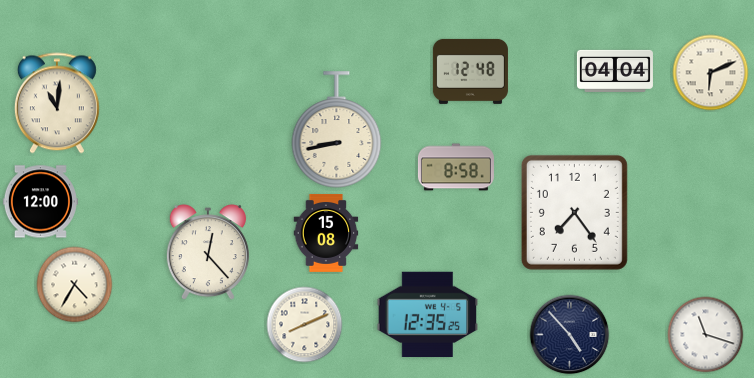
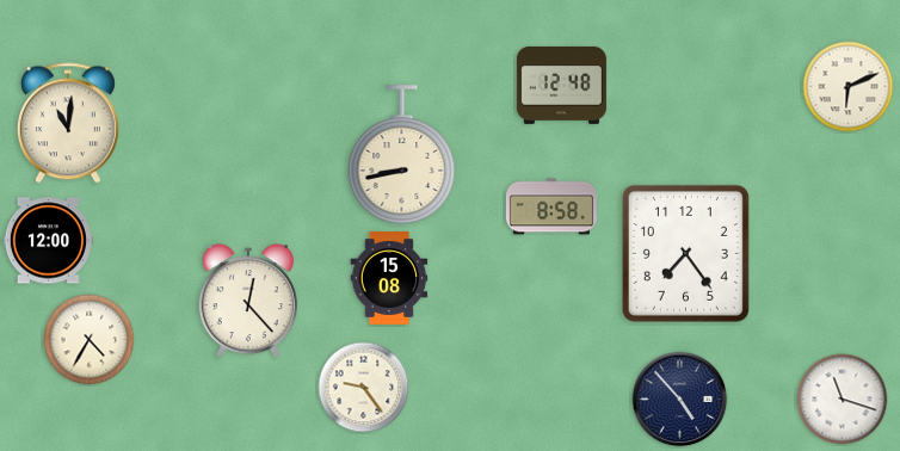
clock at (615, 71): 04:04 -> none
clock at (456, 167) position: (456, 167) -> (551, 206)
clock at (428, 314): 12:35 -> none
clock at (305, 325): 8:11 -> 9:24
